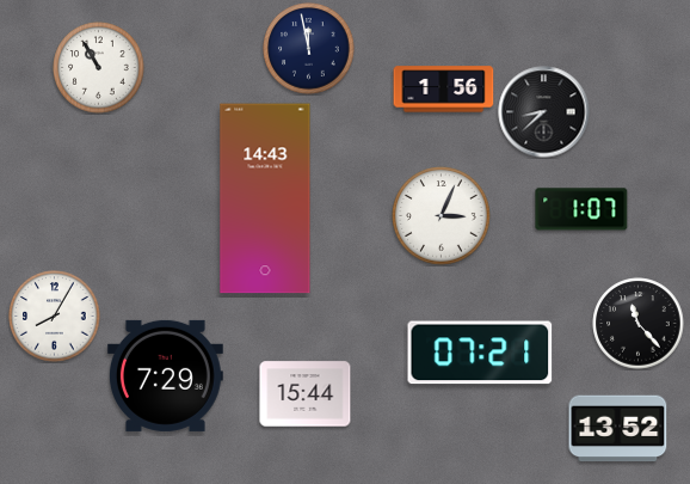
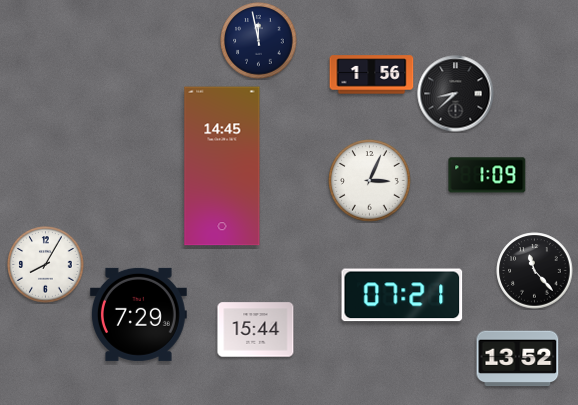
clock at (99, 68): 10:55 -> none
clock at (265, 198): 14:43 -> 14:45
clock at (581, 209): 1:07 -> 1:09
